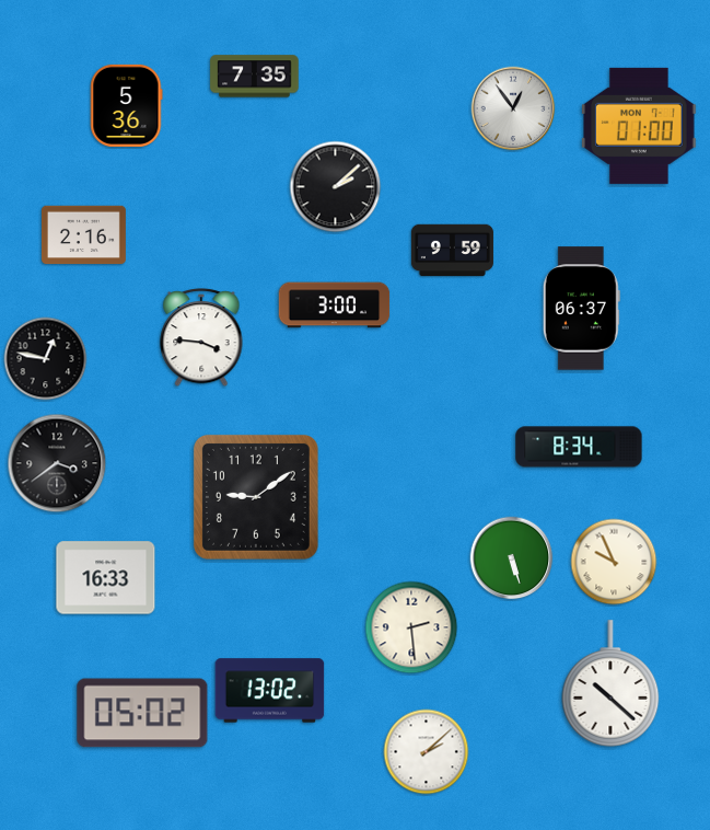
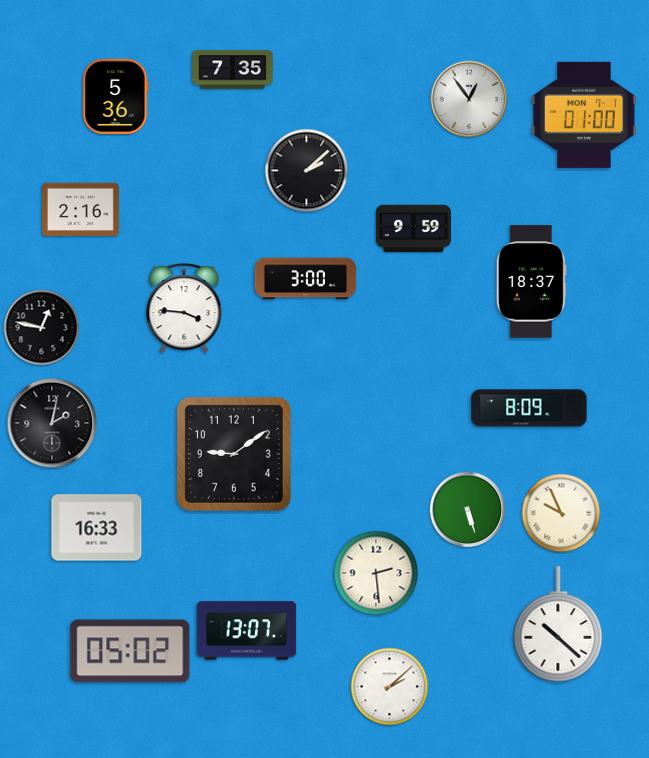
clock at (83, 235) position: (83, 235) -> (80, 210)
clock at (581, 309): 06:37 -> 18:37
clock at (579, 447): 8:34 -> 8:09
clock at (57, 463): 3:39 -> 2:02
clock at (270, 691): 13:02 -> 13:07
